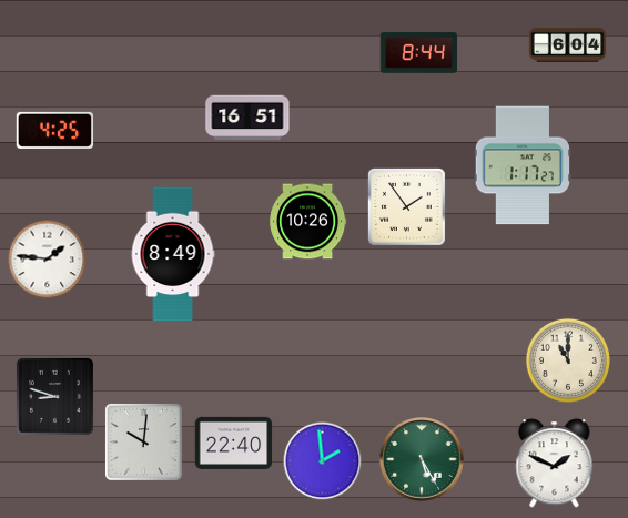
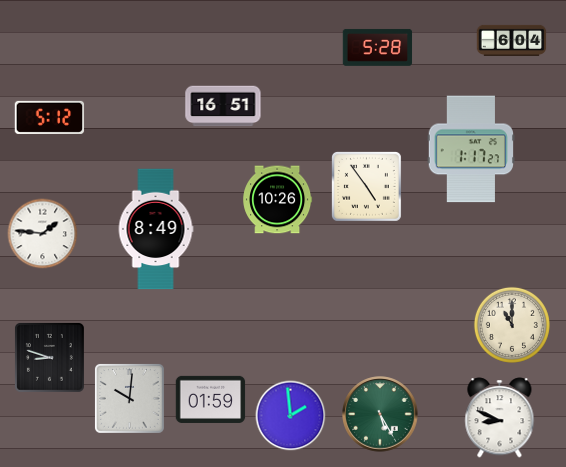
clock at (419, 52): 8:44 -> 5:28
clock at (55, 130): 4:25 -> 5:12
clock at (406, 206): 1:54 -> 4:54
clock at (234, 443): 22:40 -> 01:59
clock at (555, 464): 1:49 -> 8:49
